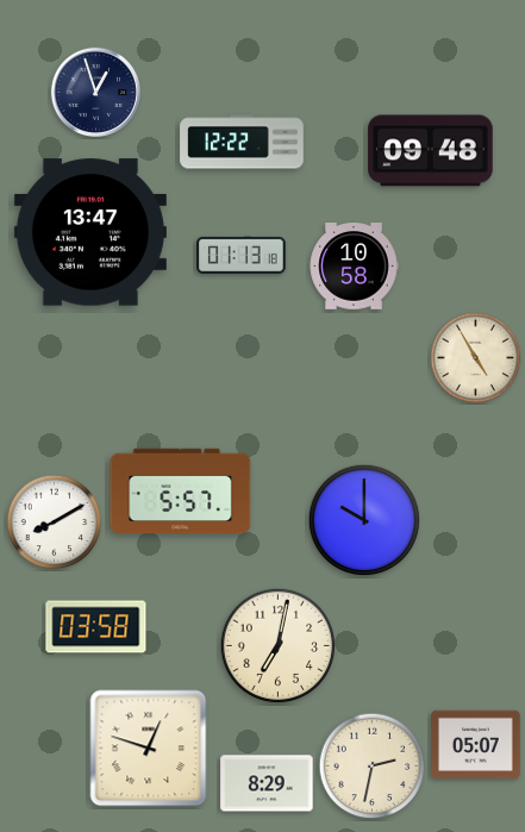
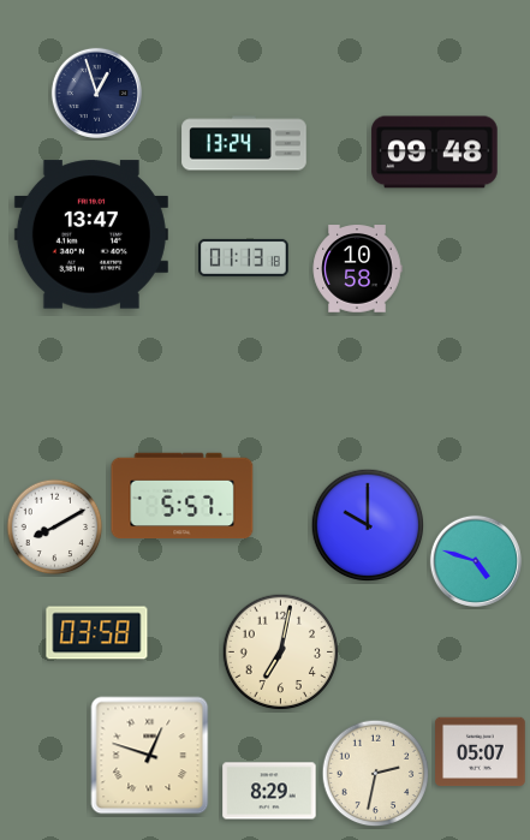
clock at (242, 142): 12:22 -> 13:24
clock at (476, 358): 4:55 -> none
clock at (476, 561): none -> 4:48
